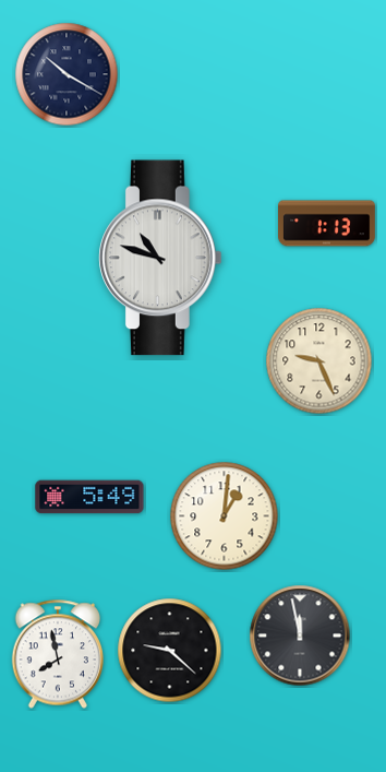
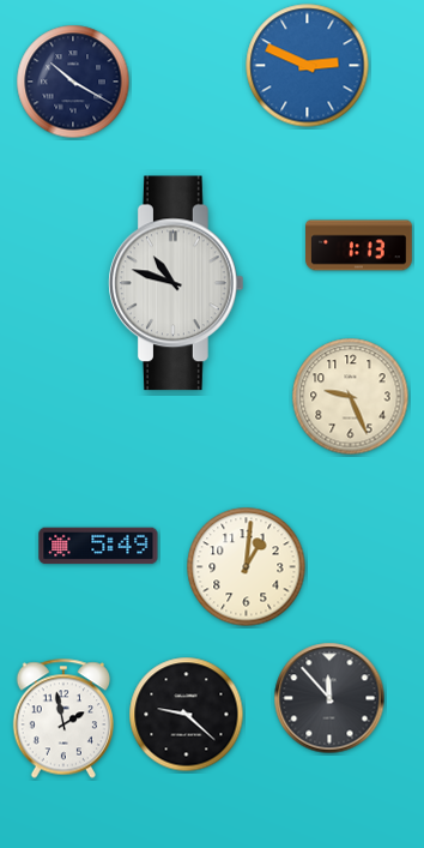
clock at (308, 66): none -> 2:49
clock at (300, 636): 11:58 -> 11:53
clock at (57, 654): 7:58 -> 1:58
